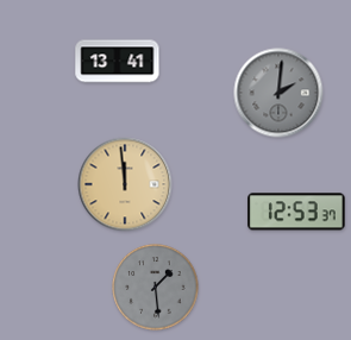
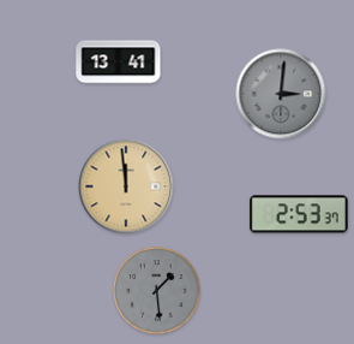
clock at (278, 93): 2:01 -> 3:01
clock at (297, 212): 12:53 -> 2:53
